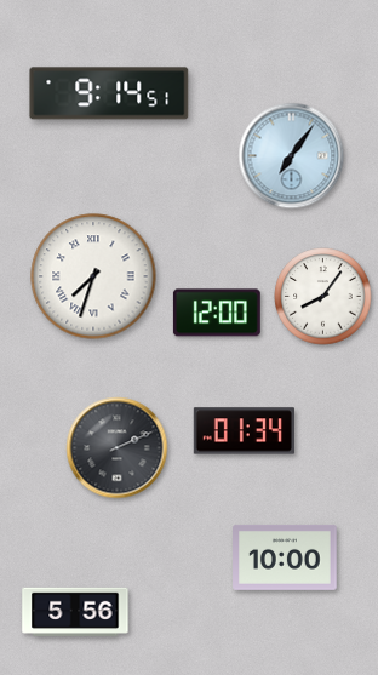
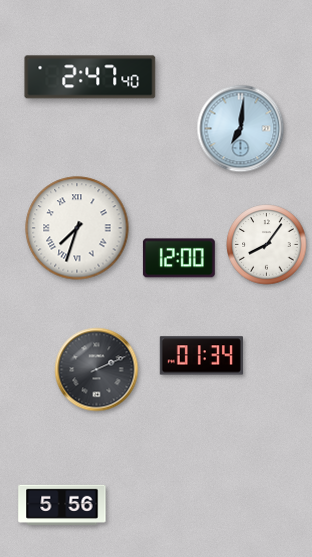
clock at (109, 93): 9:14 -> 2:47
clock at (292, 156): 7:06 -> 7:01
clock at (285, 557): 10:00 -> none
